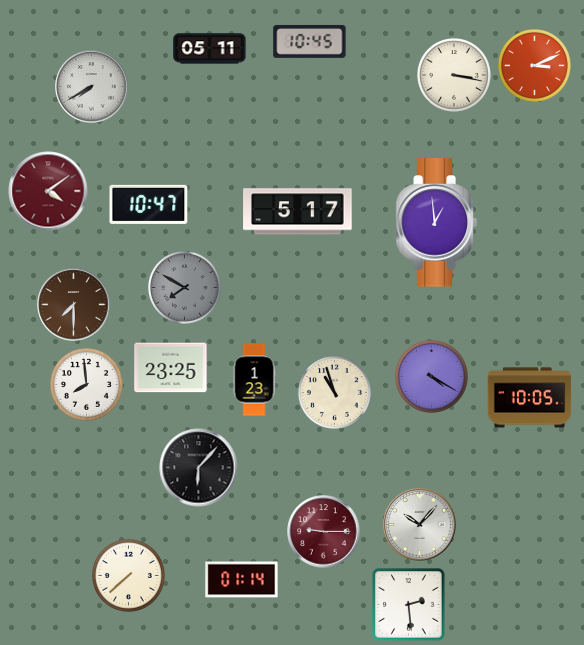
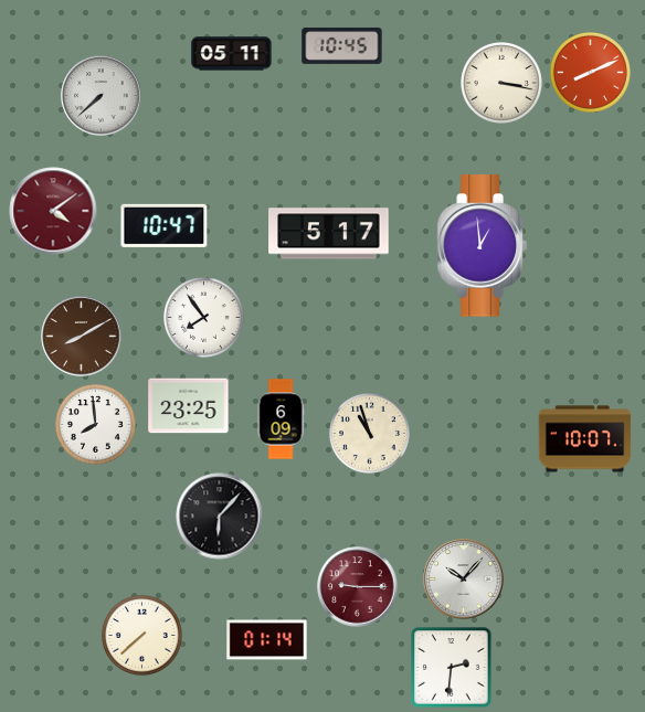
clock at (534, 65): 3:11 -> 8:11
clock at (92, 87): 7:40 -> 7:38
clock at (184, 287): 7:50 -> 7:54
clock at (184, 287) dial: grey -> white
clock at (74, 305): 7:30 -> 8:10
clock at (431, 376): 4:20 -> none
clock at (254, 380): 1:23 -> 6:09
clock at (530, 398): 10:05 -> 10:07
clock at (409, 605): 2:29 -> 2:31
